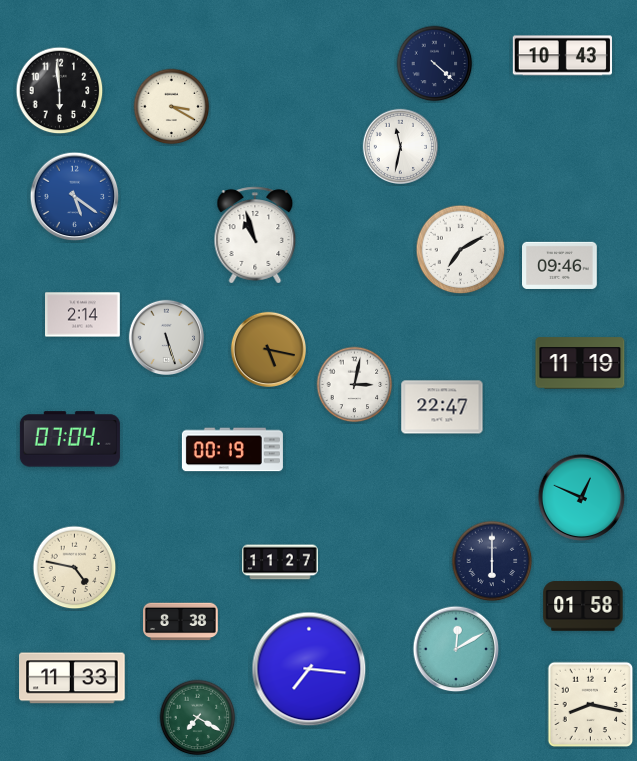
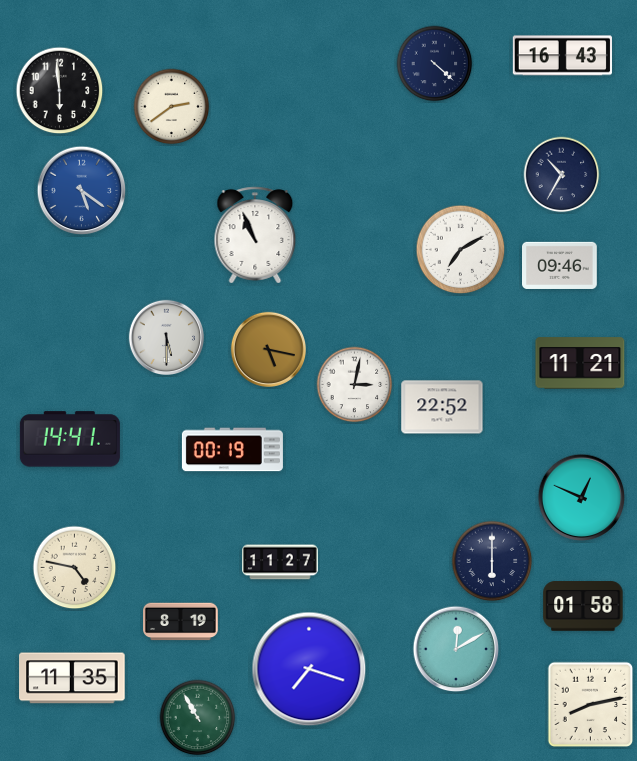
clock at (562, 56): 10:43 -> 16:43
clock at (172, 107): 3:20 -> 2:39
clock at (400, 146): 11:32 -> none
clock at (562, 175): none -> 10:35
clock at (75, 197) position: (75, 197) -> (82, 191)
clock at (255, 235): 10:57 -> 10:56
clock at (83, 315): 2:14 -> none
clock at (166, 337): 5:27 -> 5:30
clock at (580, 363): 11:19 -> 11:21
clock at (442, 407): 22:47 -> 22:52
clock at (70, 439): 07:04 -> 14:41
clock at (181, 622): 8:38 -> 8:19
clock at (309, 669): 7:16 -> 7:18
clock at (72, 678): 11:33 -> 11:35
clock at (591, 705): 8:17 -> 8:13
clock at (198, 718): 7:20 -> 10:55
